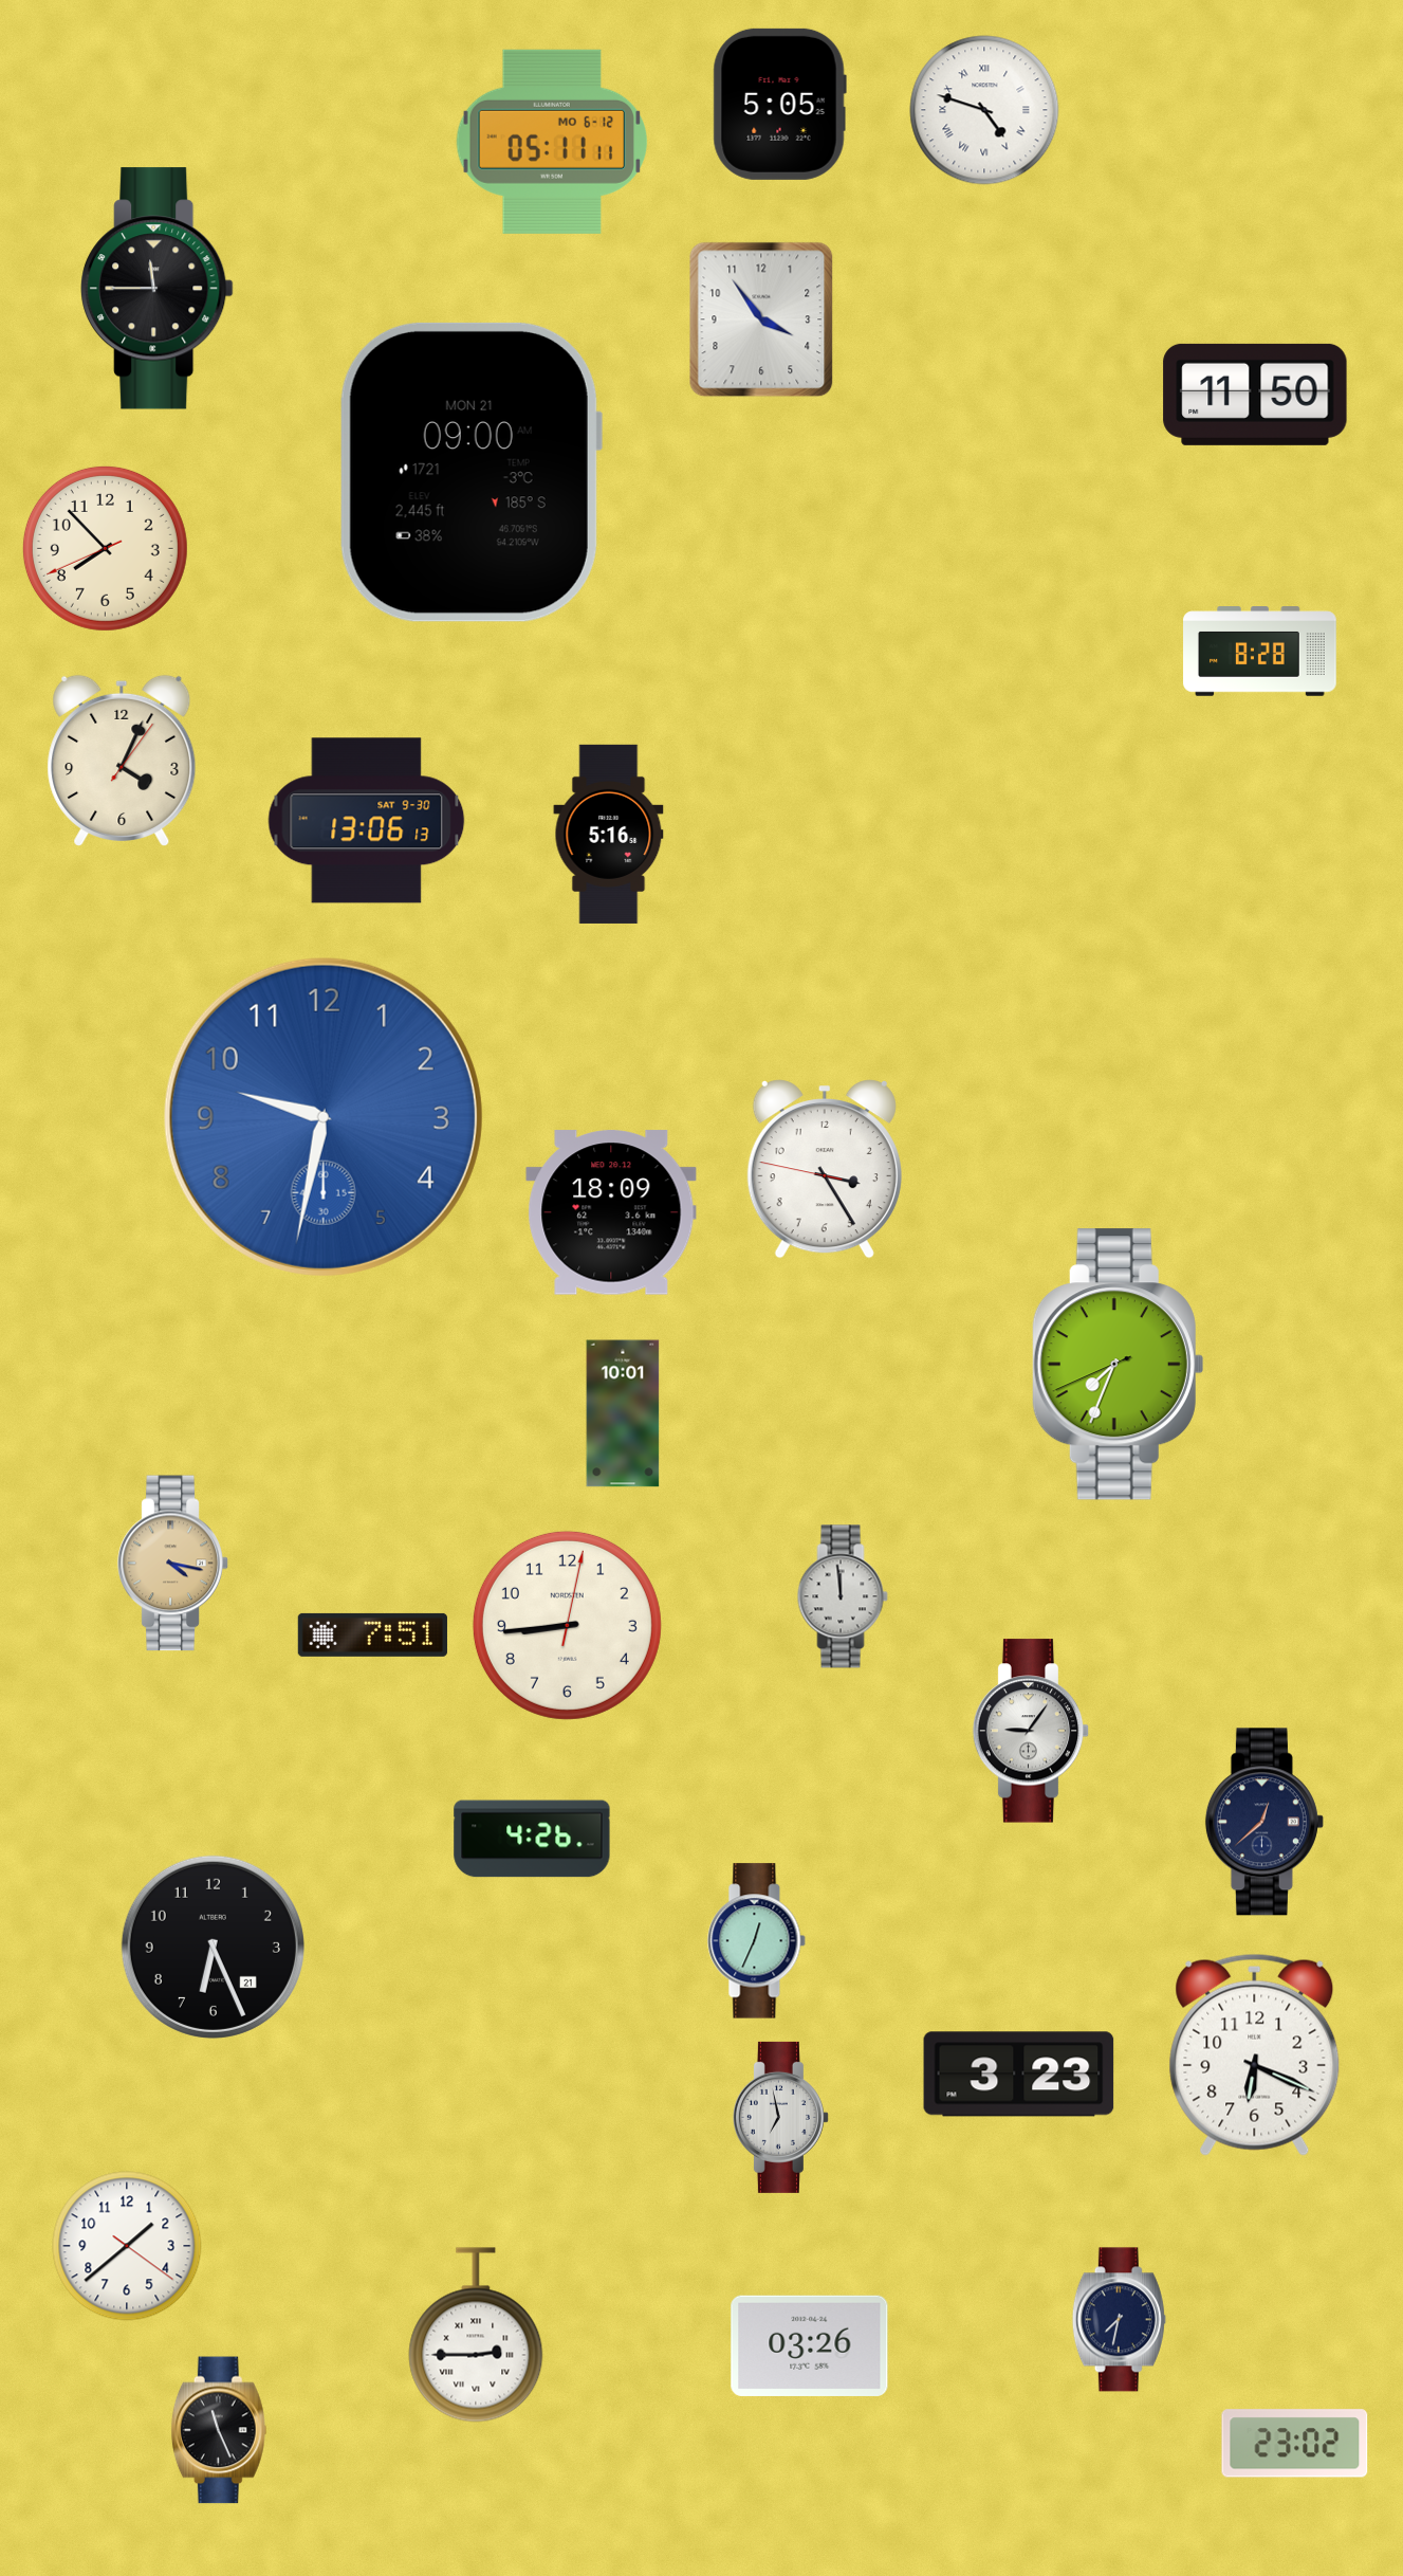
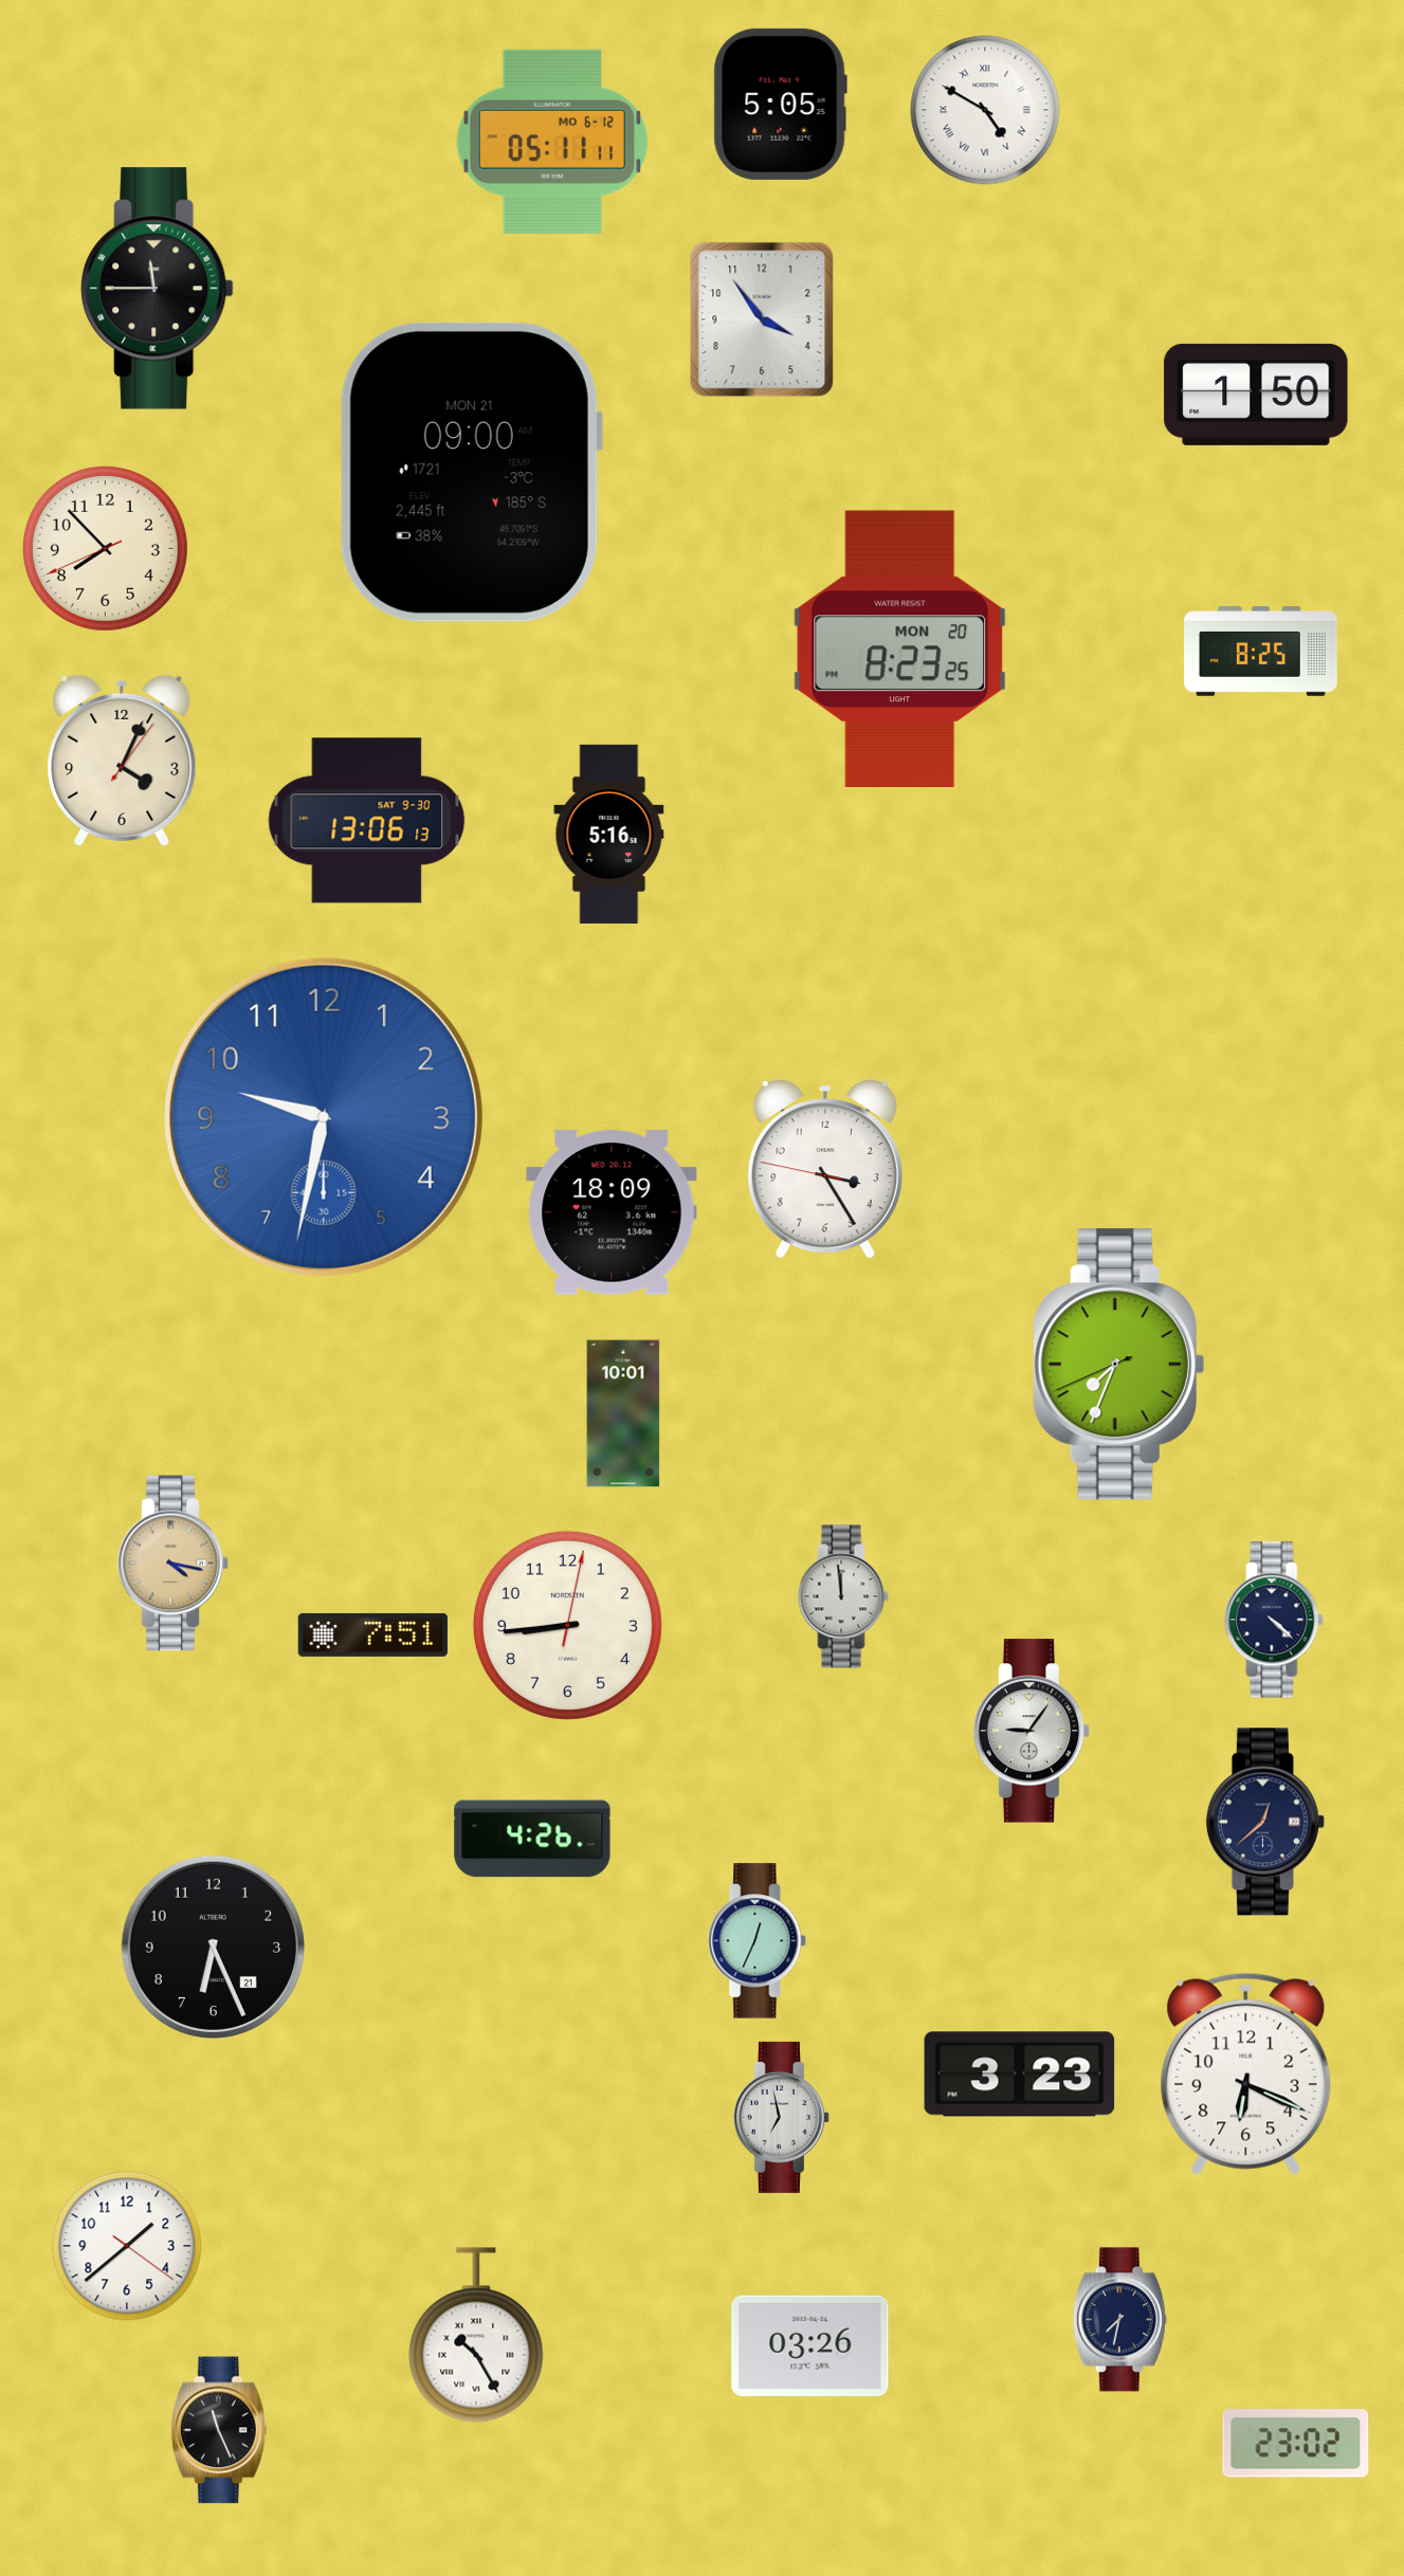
clock at (984, 110): 4:48 -> 4:50
clock at (1255, 395): 11:50 -> 1:50
clock at (900, 648): none -> 8:23
clock at (1260, 652): 8:28 -> 8:25
clock at (1274, 1620): none -> 4:22
clock at (1255, 2054) position: (1255, 2054) -> (1246, 2073)
clock at (476, 2335): 2:45 -> 10:25
